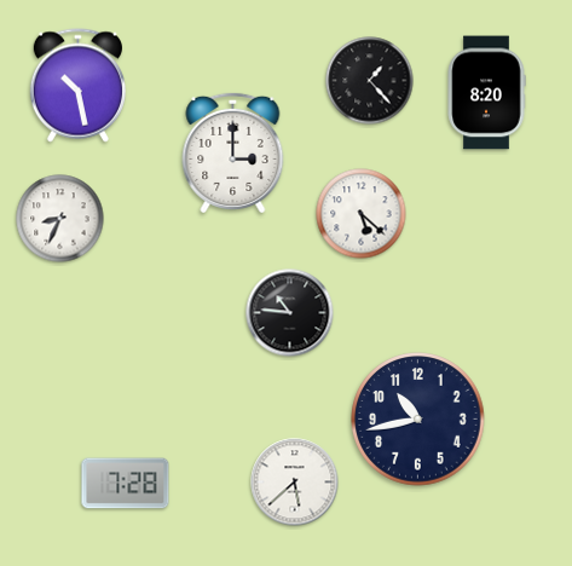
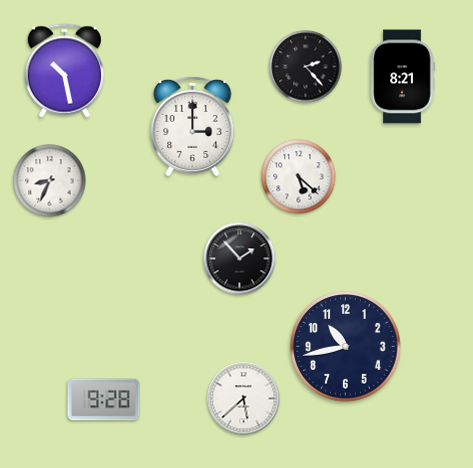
clock at (370, 81): 1:23 -> 2:23
clock at (486, 93): 8:20 -> 8:21
clock at (290, 313): 10:46 -> 1:53
clock at (126, 484): 7:28 -> 9:28
